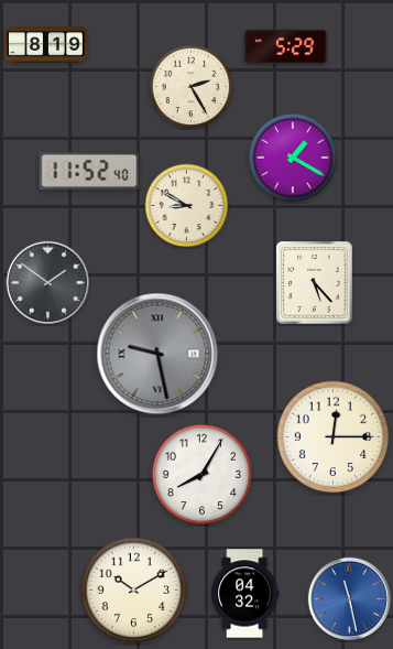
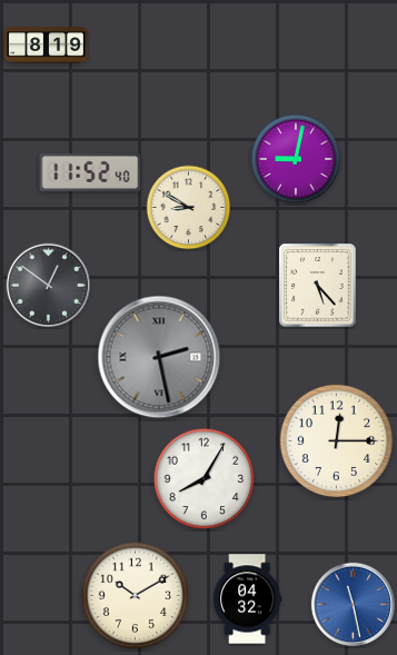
clock at (285, 46): 5:29 -> none
clock at (192, 87): 2:25 -> none
clock at (293, 158): 1:20 -> 9:02
clock at (47, 282): 1:51 -> 12:51
clock at (157, 354): 9:28 -> 2:28
